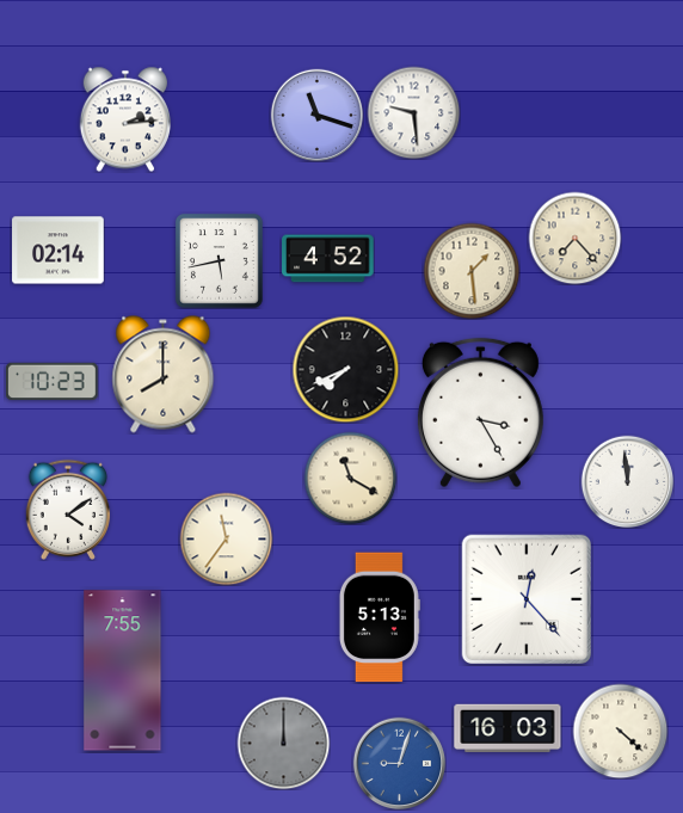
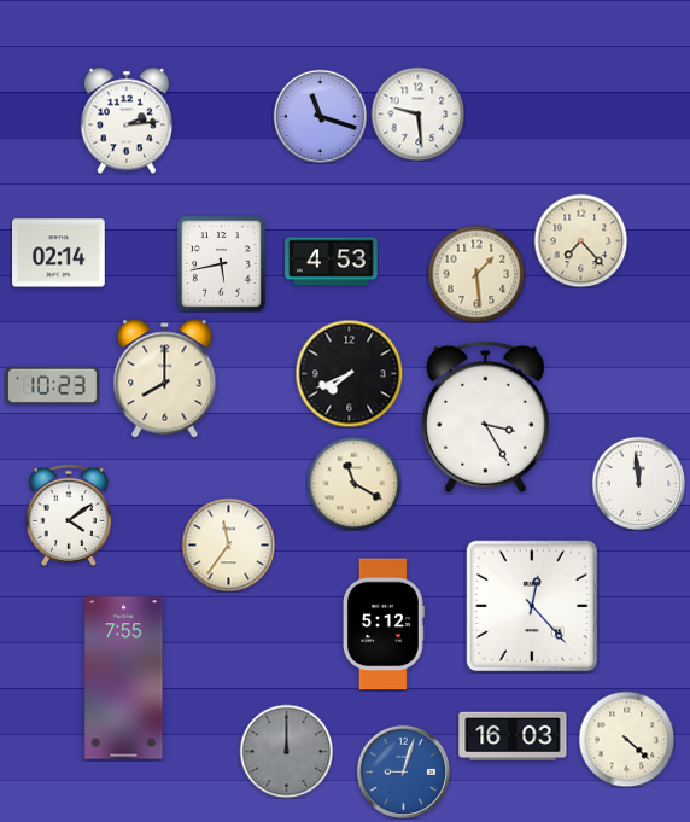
clock at (328, 259): 4:52 -> 4:53
clock at (627, 481) position: (627, 481) -> (638, 483)
clock at (380, 617): 5:13 -> 5:12
